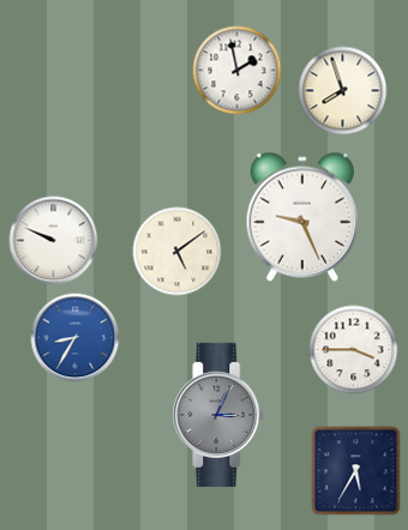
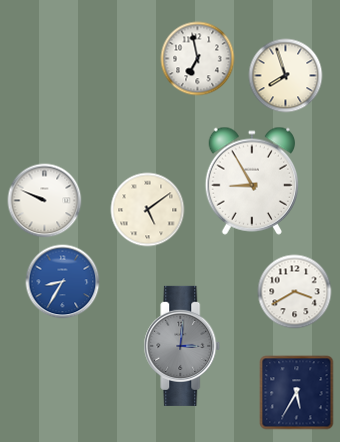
clock at (238, 71): 1:58 -> 6:58
clock at (301, 217): 9:26 -> 8:55
clock at (354, 350): 3:45 -> 3:40
clock at (218, 415): 3:04 -> 3:01
